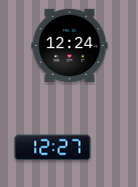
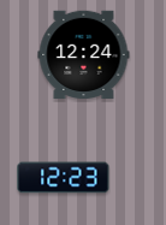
clock at (53, 148): 12:27 -> 12:23
